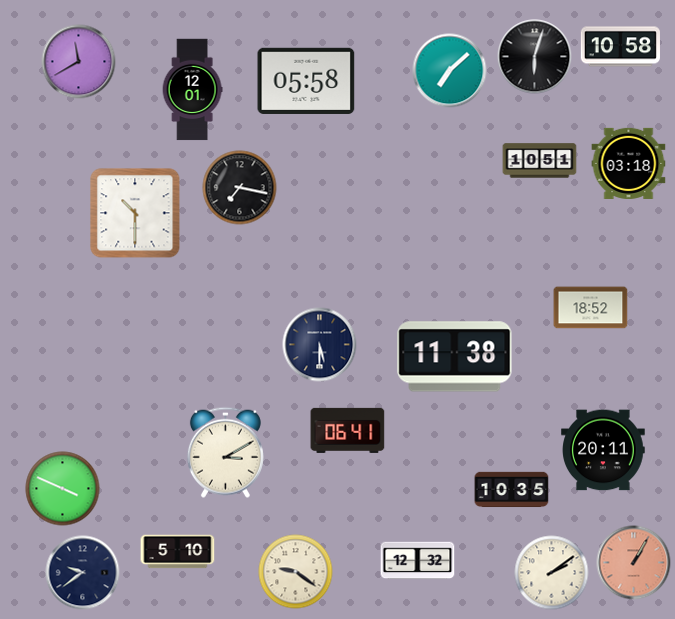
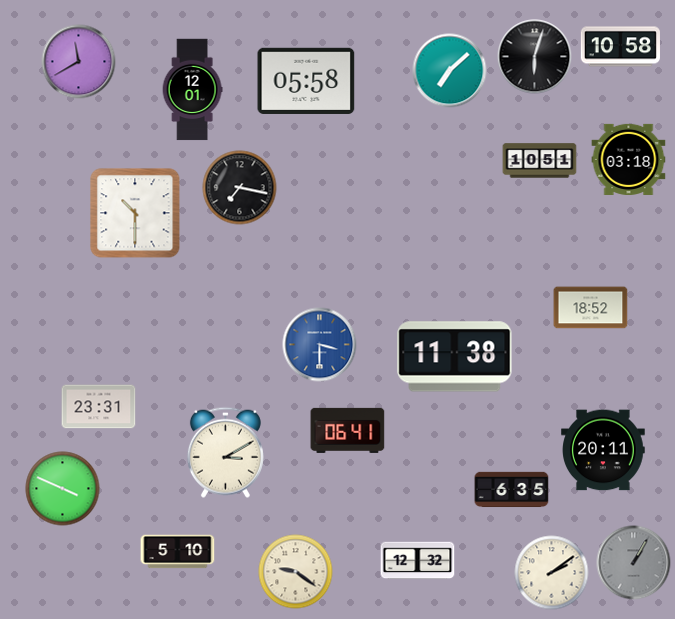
clock at (629, 163) position: (629, 163) -> (629, 159)
clock at (320, 345): 5:30 -> 3:30
clock at (320, 345) dial: navy -> blue
clock at (99, 407): none -> 23:31
clock at (512, 490): 10:35 -> 6:35
clock at (634, 563) dial: salmon -> grey
clock at (83, 573): 9:39 -> none
